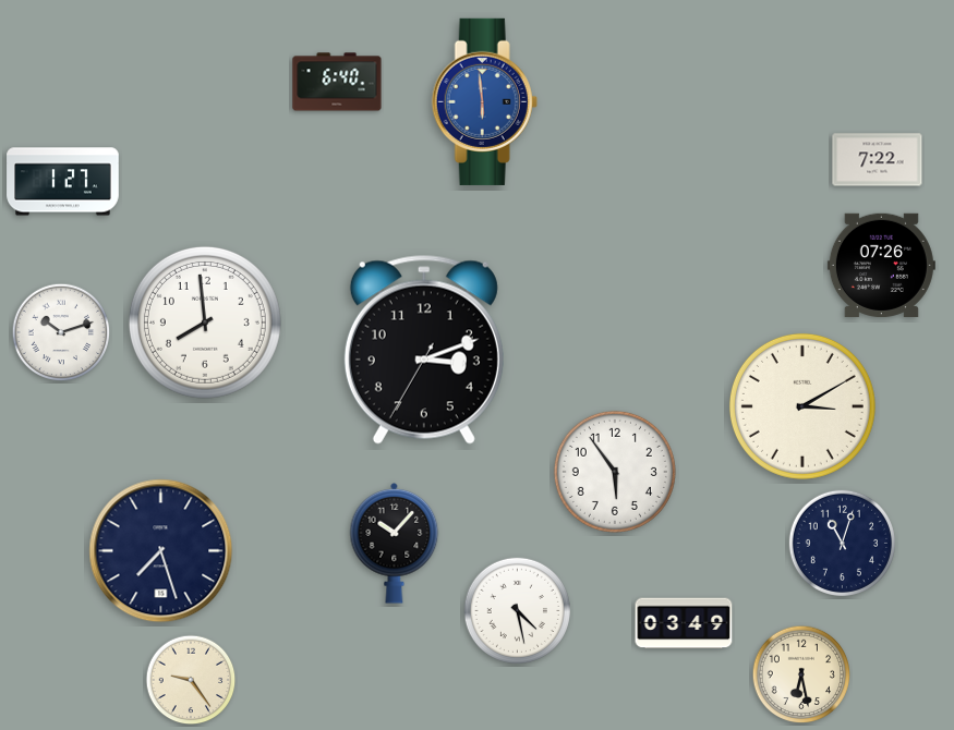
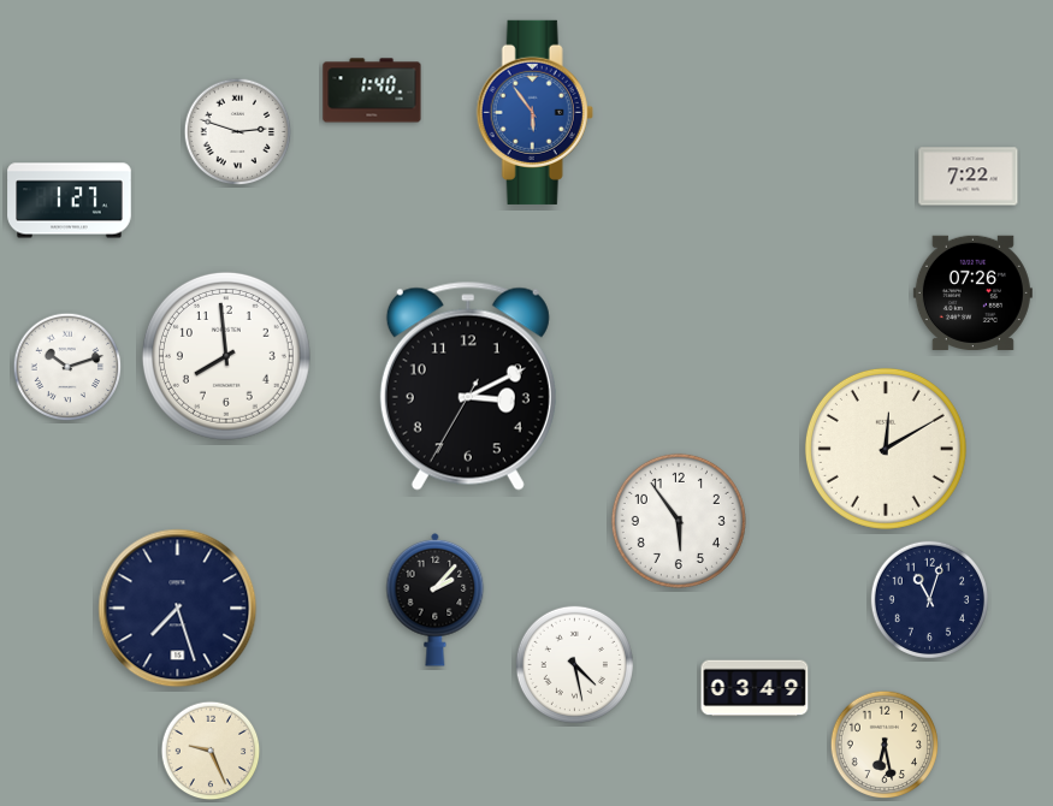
clock at (337, 82): 6:40 -> 1:40
clock at (484, 101): 5:59 -> 5:54
clock at (238, 132): none -> 2:48
clock at (424, 350): 3:11 -> 3:10
clock at (802, 406): 3:10 -> 12:10
clock at (395, 544): 10:07 -> 2:07
clock at (517, 610) position: (517, 610) -> (574, 664)
clock at (191, 680): 9:24 -> 9:26
